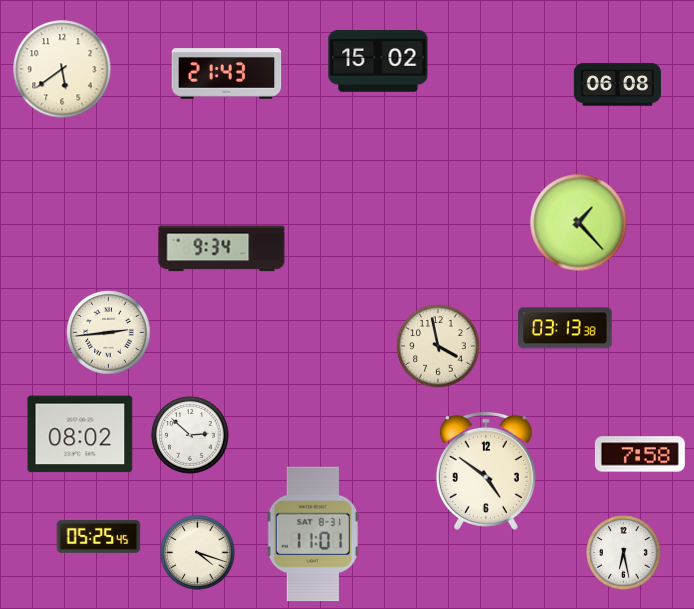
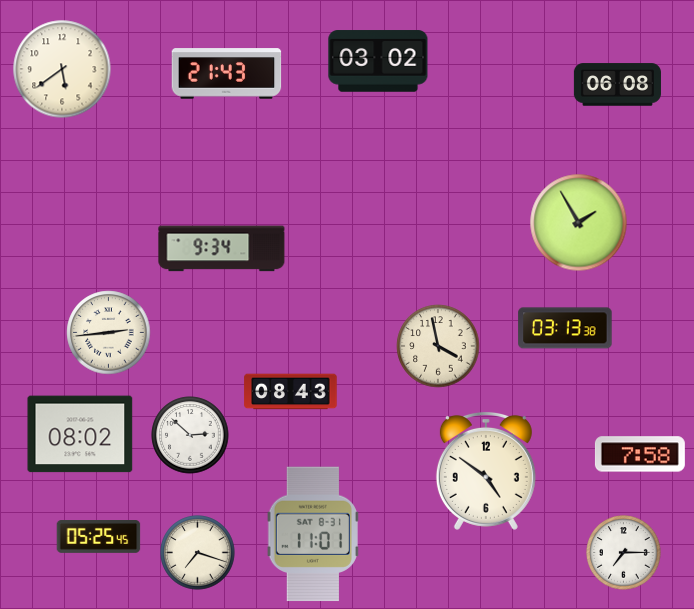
clock at (378, 61): 15:02 -> 03:02
clock at (579, 223): 1:23 -> 1:55
clock at (291, 392): none -> 08:43
clock at (198, 553): 4:18 -> 7:18
clock at (624, 553): 6:28 -> 7:15
